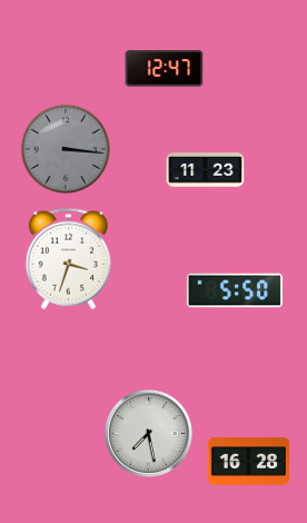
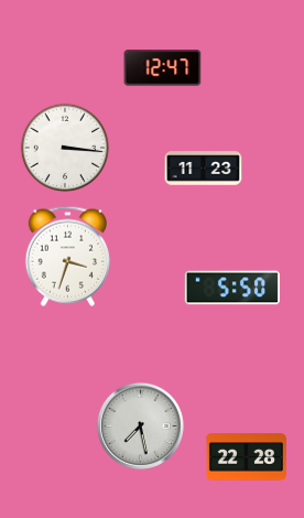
clock at (65, 148) dial: grey -> white
clock at (148, 433) position: (148, 433) -> (140, 425)
clock at (248, 462): 16:28 -> 22:28
